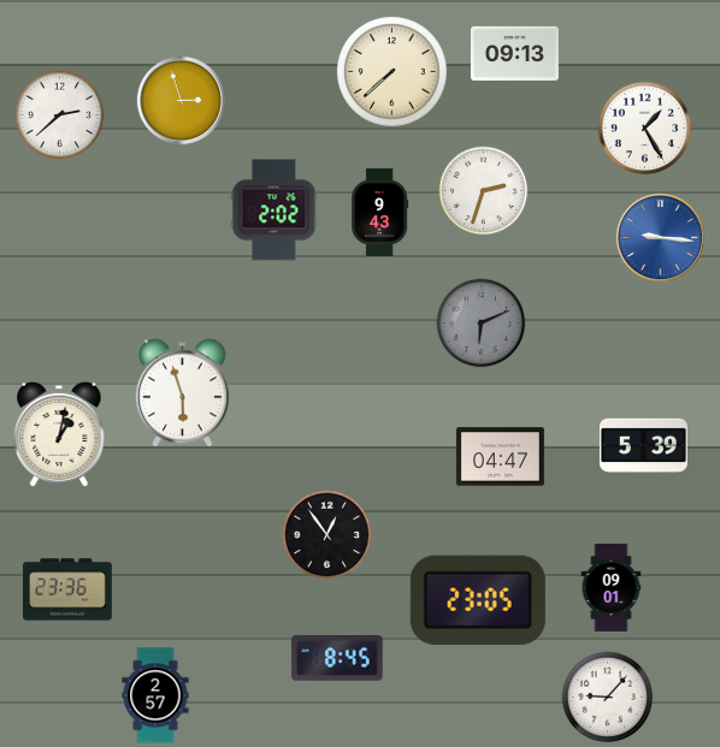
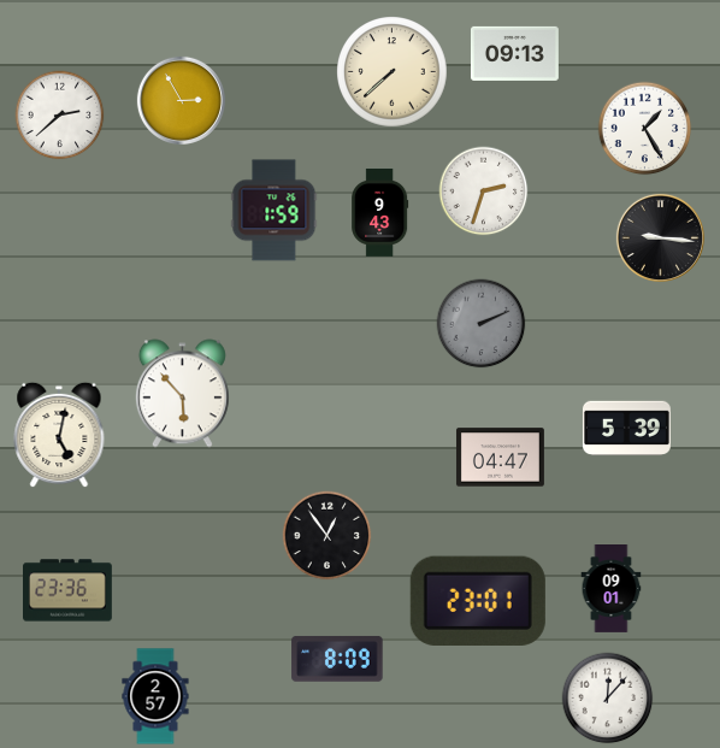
clock at (181, 100): 2:57 -> 2:55
clock at (275, 211): 2:02 -> 1:59
clock at (660, 237) dial: blue -> black
clock at (482, 324): 6:11 -> 2:11
clock at (182, 393): 5:57 -> 5:53
clock at (59, 434): 1:02 -> 5:02
clock at (643, 446) position: (643, 446) -> (626, 429)
clock at (478, 600): 23:05 -> 23:01
clock at (337, 658): 8:45 -> 8:09
clock at (608, 698): 9:07 -> 12:07
